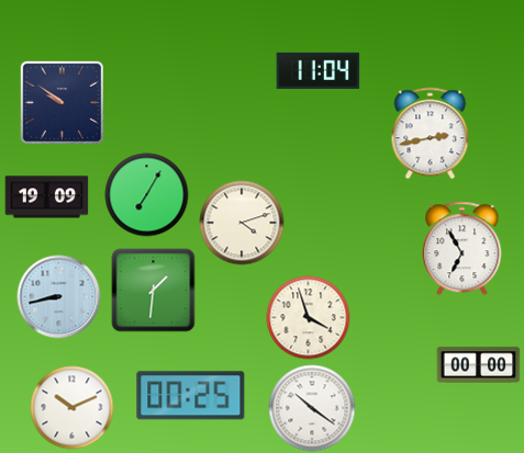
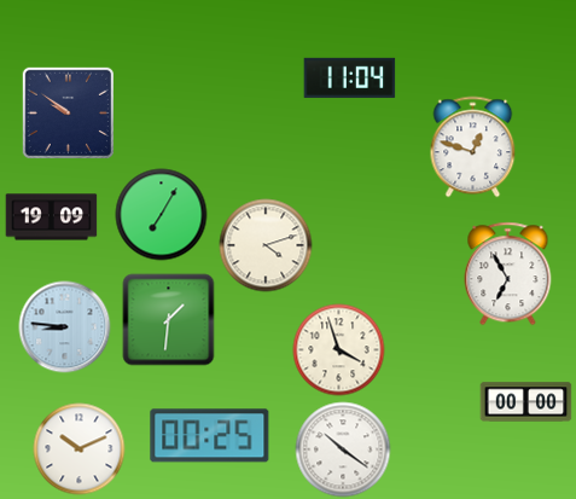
clock at (431, 134): 2:43 -> 12:48
clock at (59, 297): 8:43 -> 8:46
